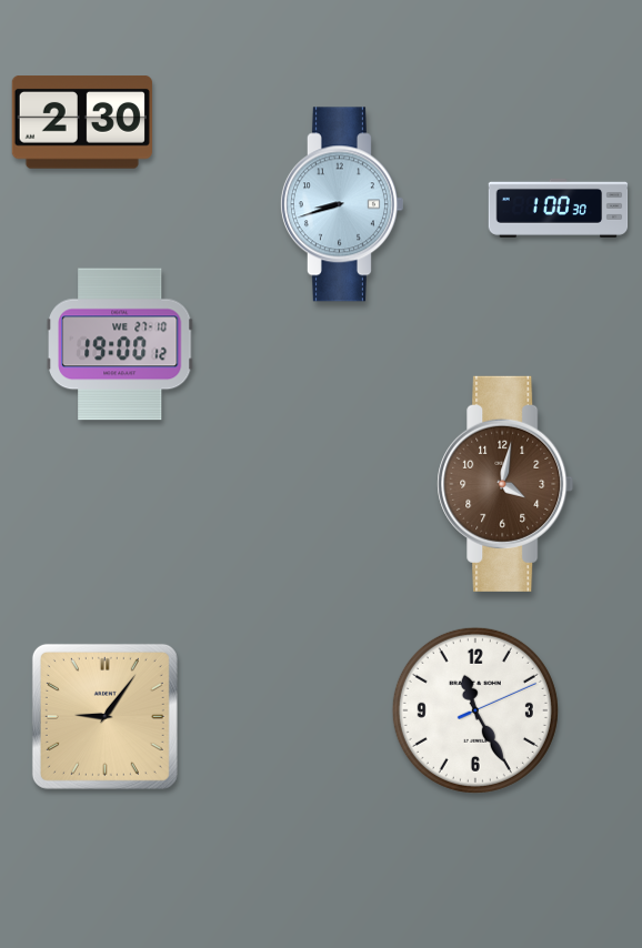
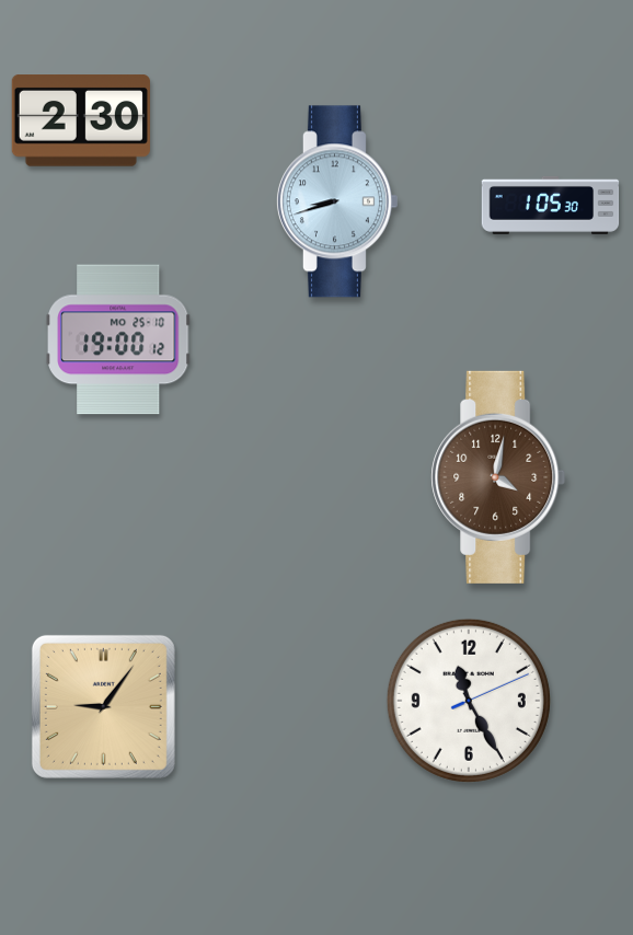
clock at (559, 208): 1:00 -> 1:05
clock at (121, 344) date: WE 27-10 -> MO 25-10
